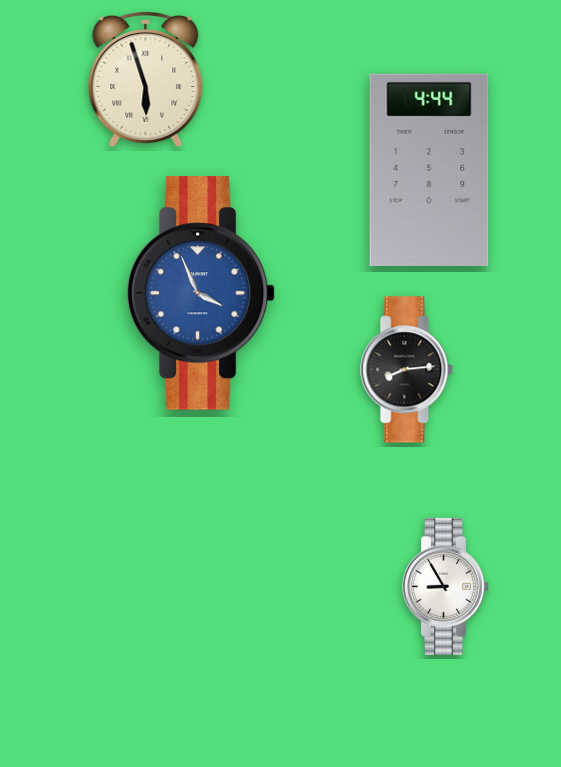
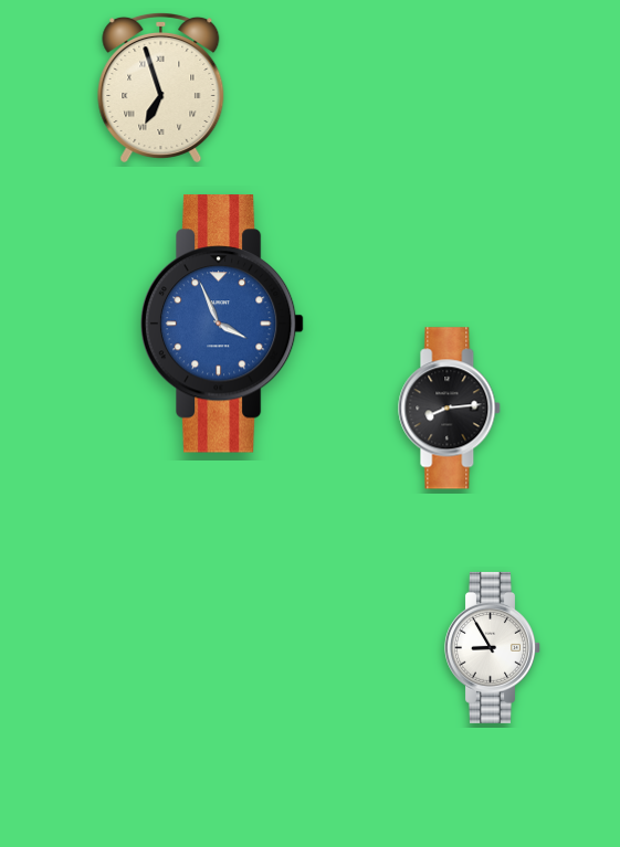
clock at (146, 79): 5:57 -> 6:57
clock at (429, 170): 4:44 -> none
